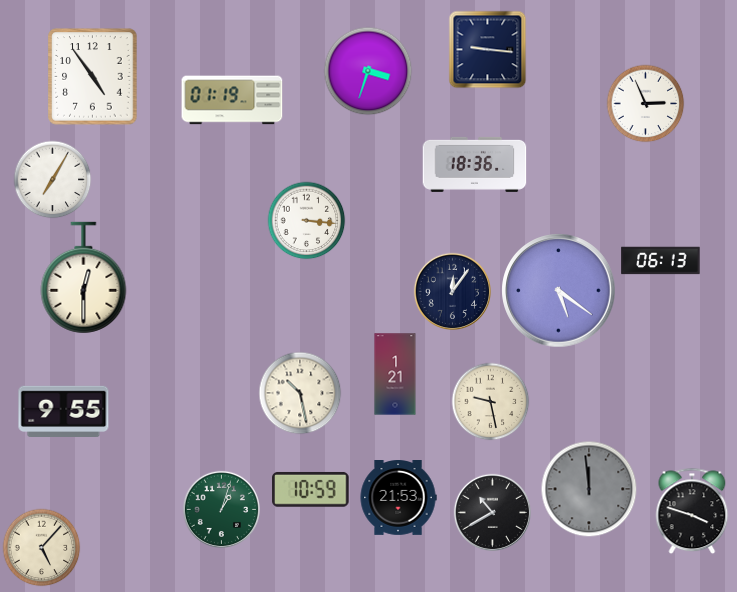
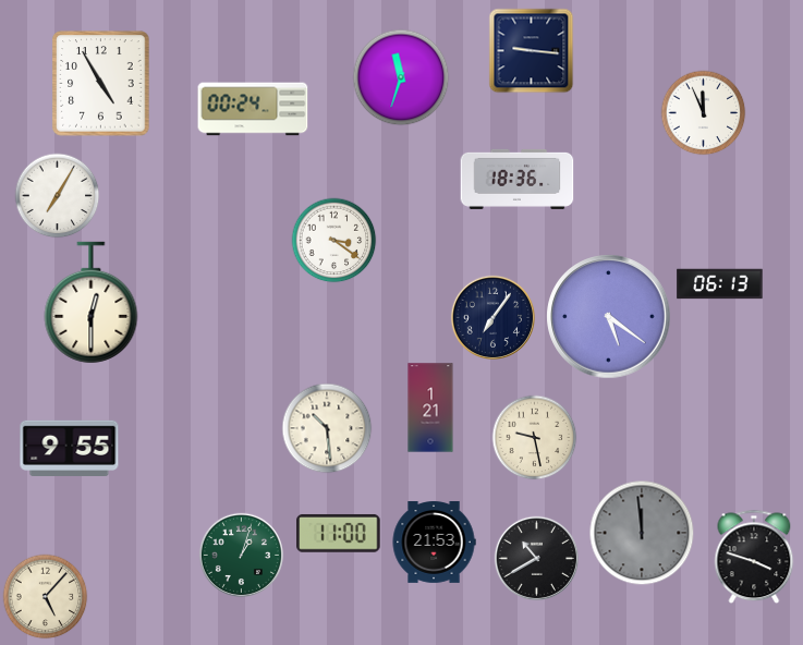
clock at (487, 49) position: (487, 49) -> (531, 50)
clock at (368, 71): 3:33 -> 11:33
clock at (93, 77): 4:54 -> 4:55
clock at (232, 100): 01:19 -> 00:24
clock at (645, 103): 2:56 -> 11:56
clock at (306, 220): 3:16 -> 3:21
clock at (452, 291): 12:06 -> 7:06
clock at (300, 393): 10:28 -> 10:29
clock at (311, 489): 10:59 -> 11:00
